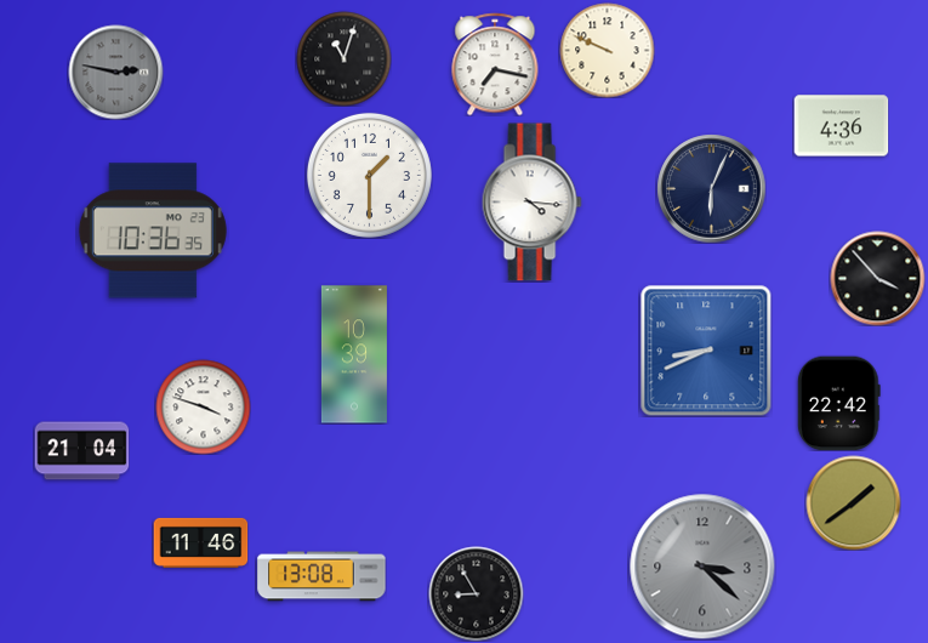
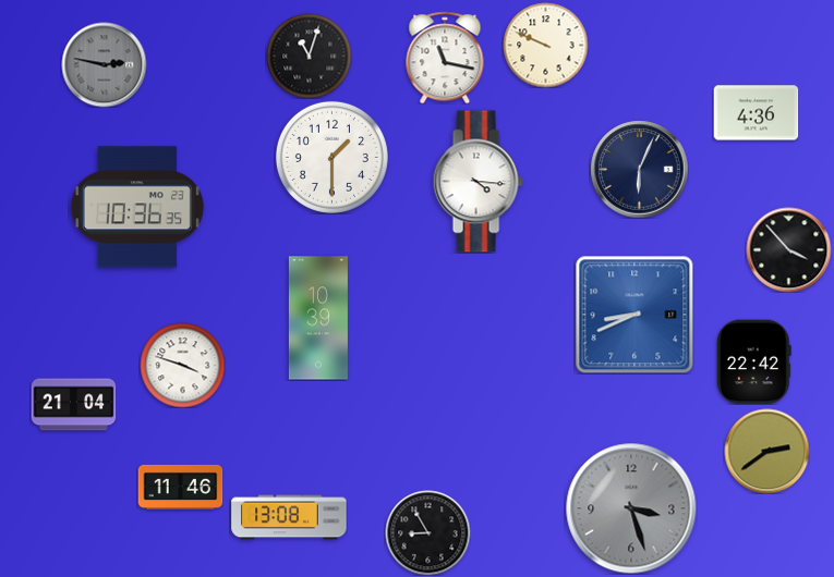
clock at (343, 58) position: (343, 58) -> (309, 56)
clock at (495, 64): 7:17 -> 11:17
clock at (853, 502): 1:39 -> 2:39
clock at (702, 567): 3:22 -> 3:27
